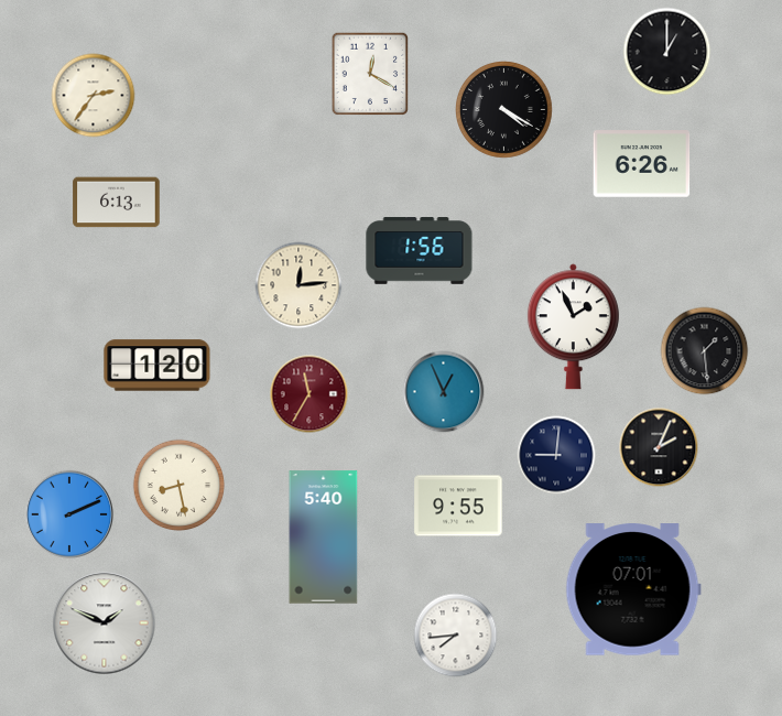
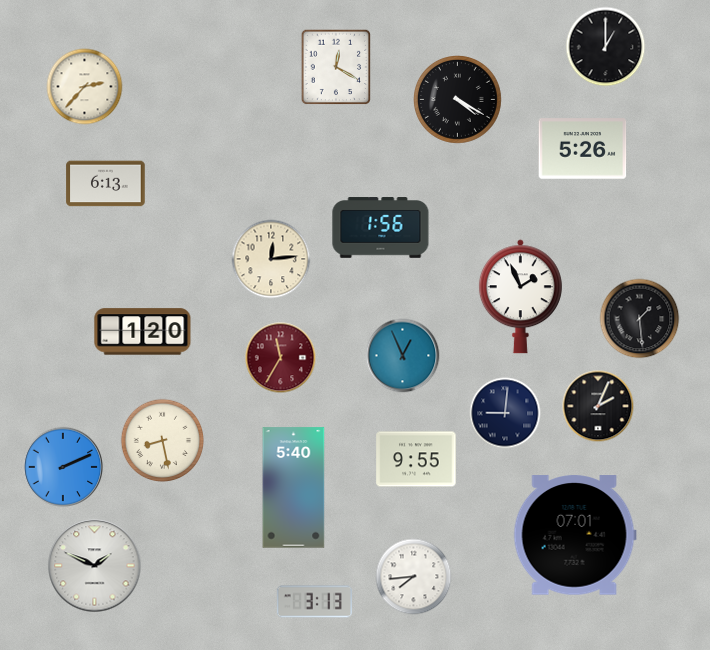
clock at (94, 96): 2:36 -> 2:37
clock at (642, 164): 6:26 -> 5:26
clock at (314, 602): none -> 3:13
